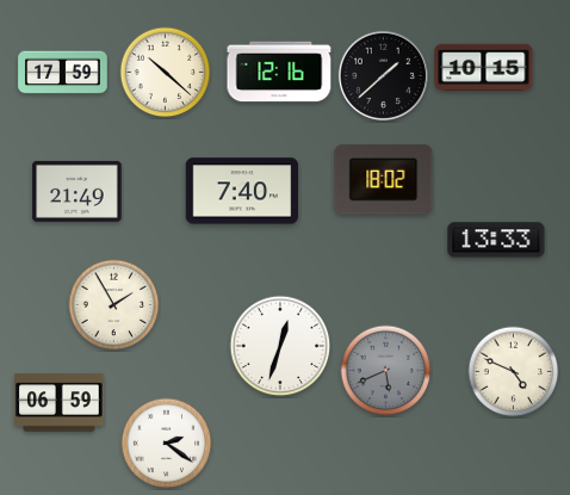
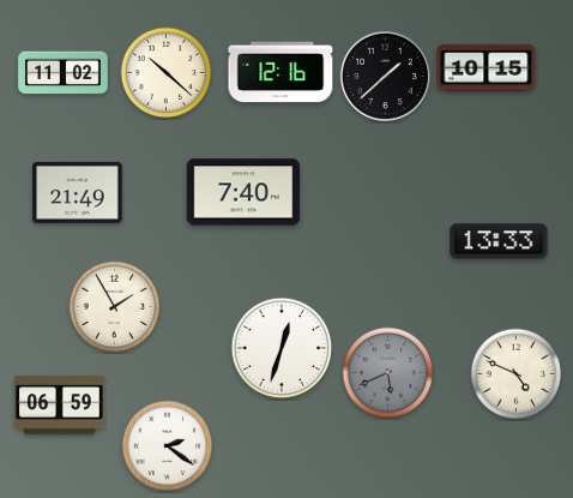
clock at (63, 73): 17:59 -> 11:02
clock at (384, 180): 18:02 -> none
